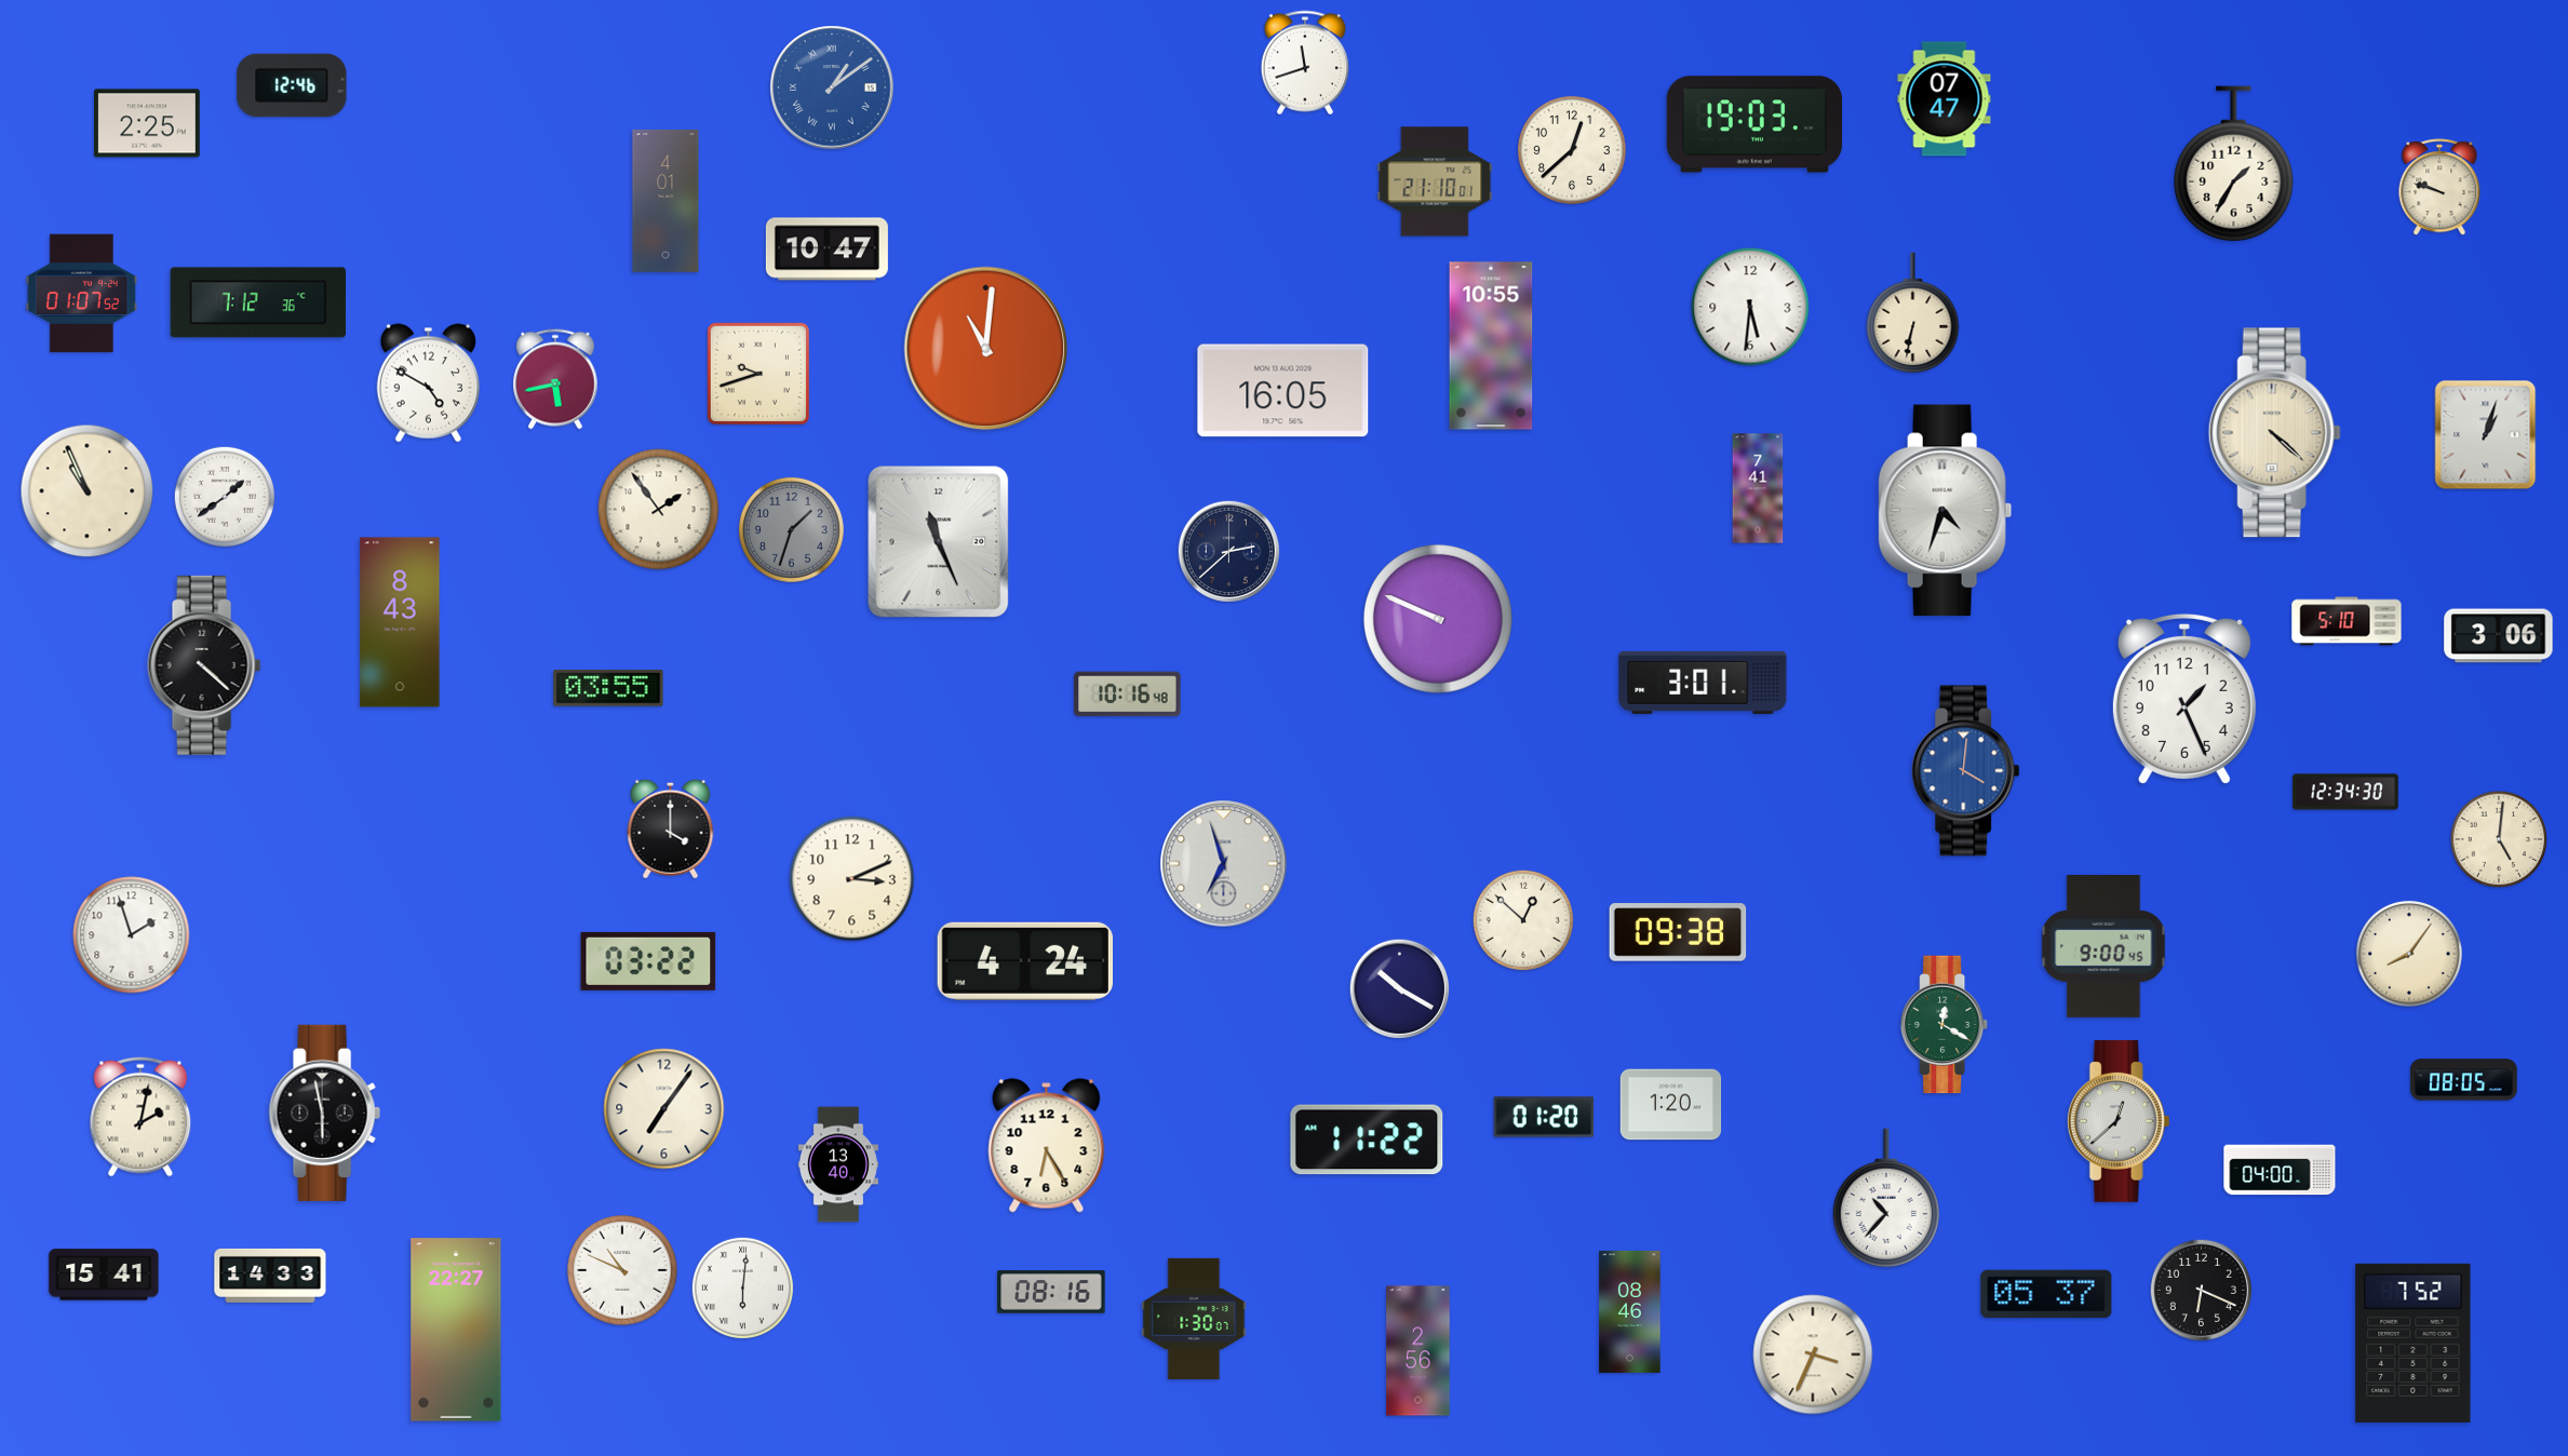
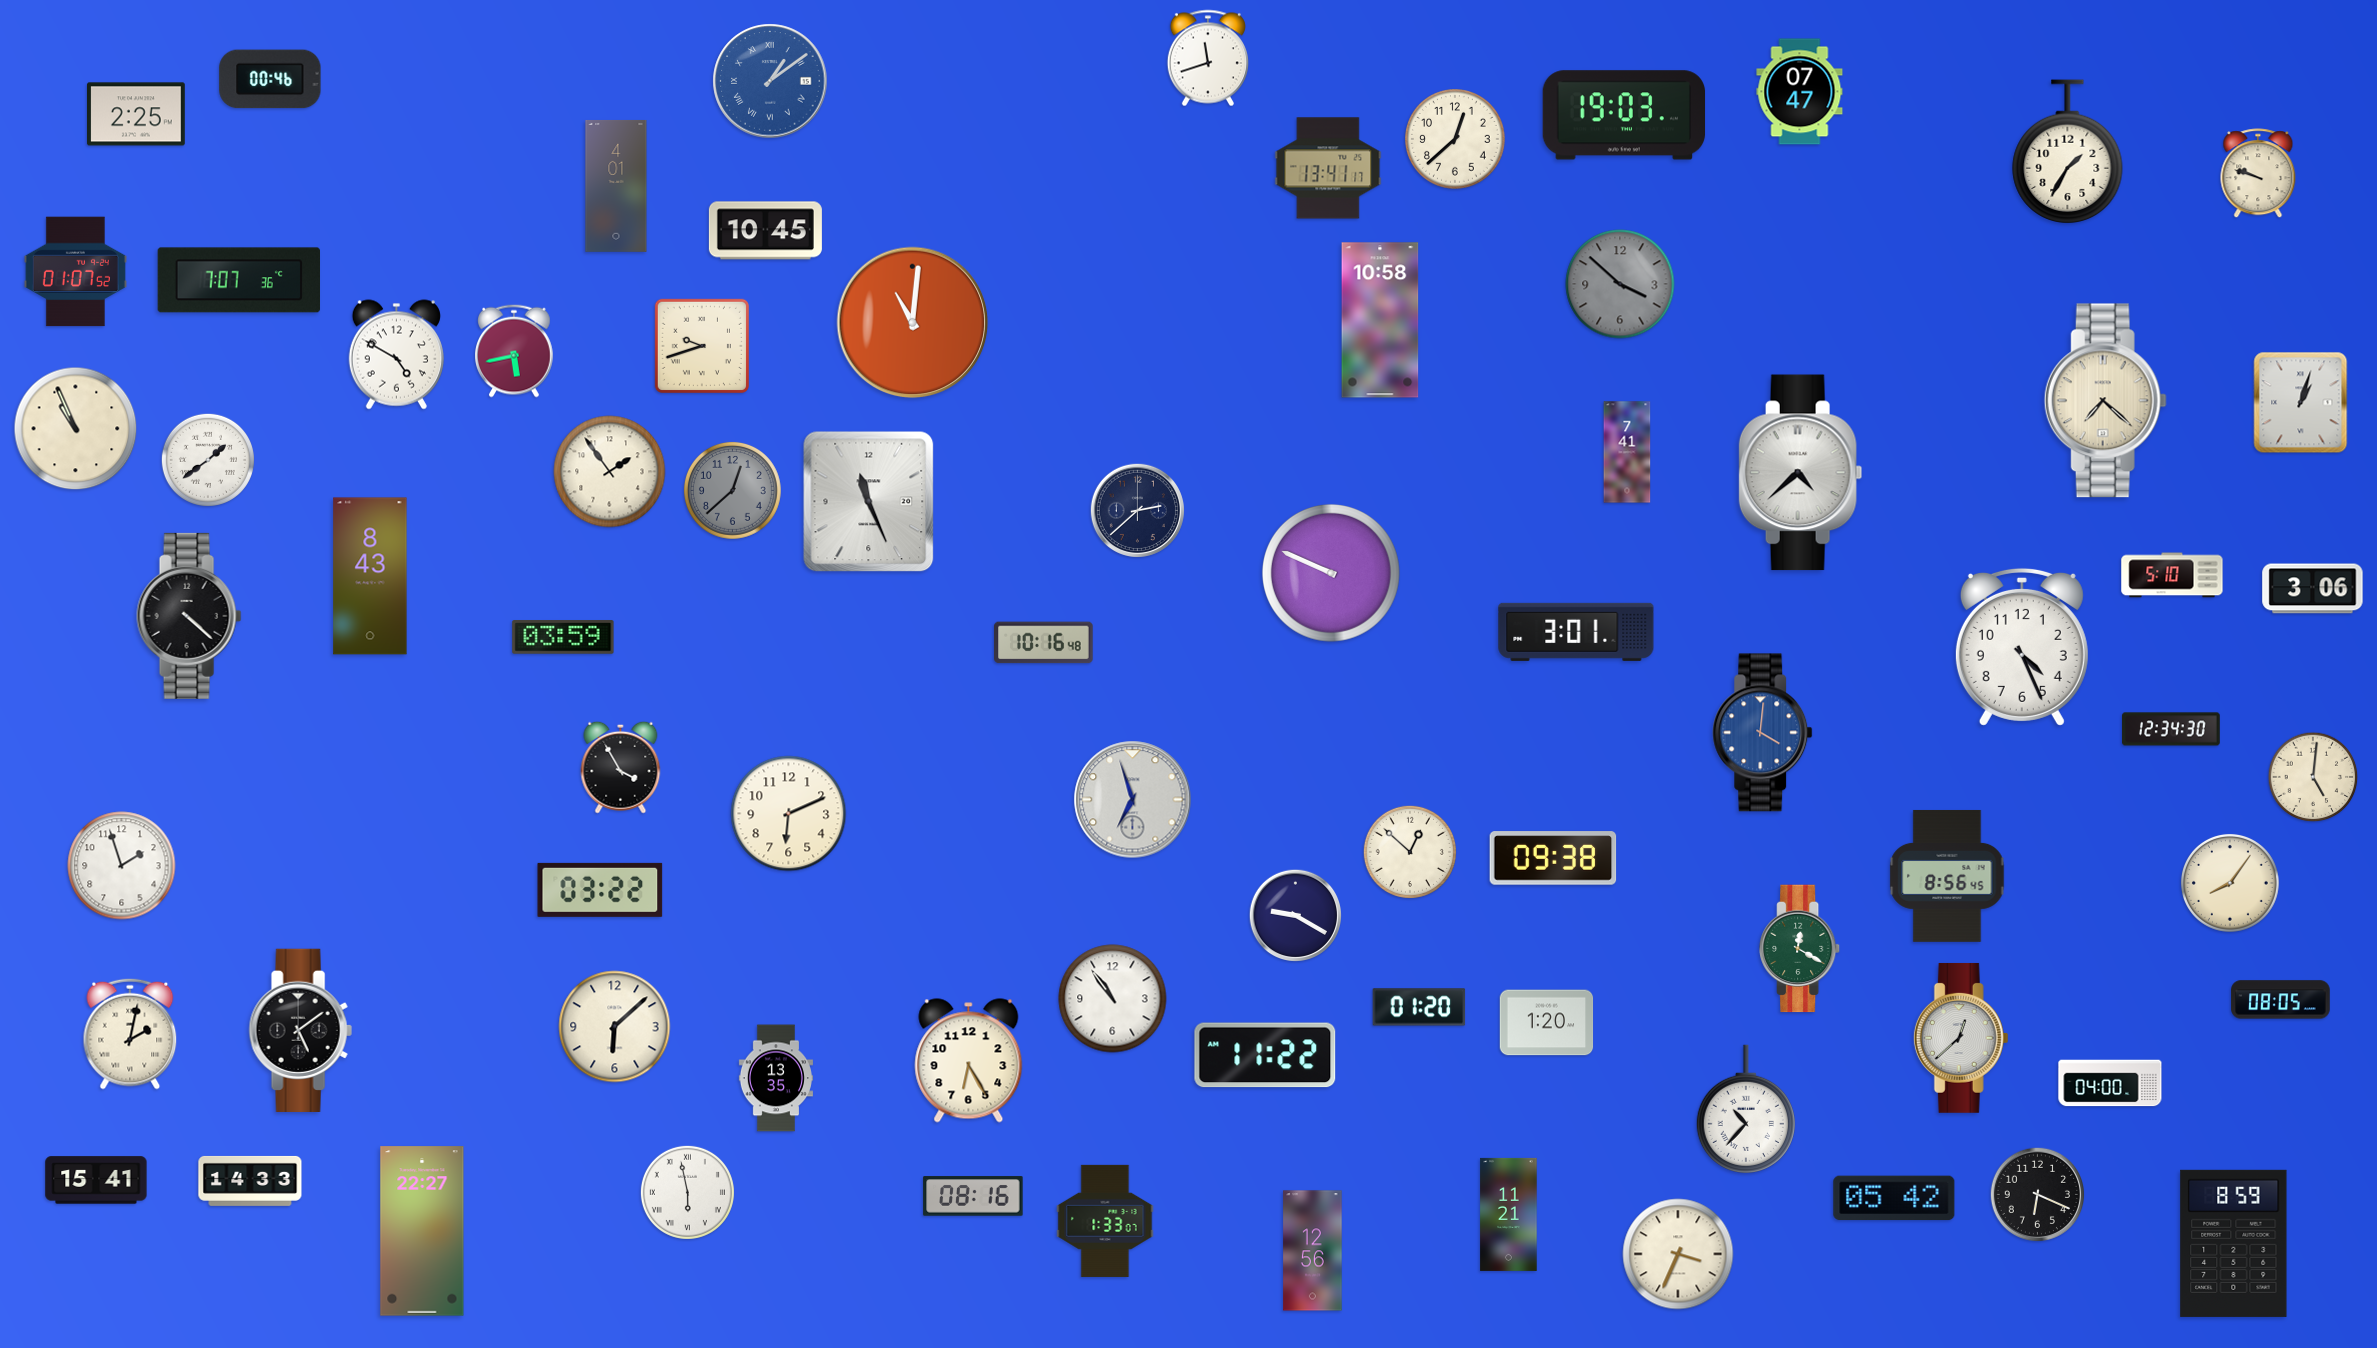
clock at (292, 85): 12:46 -> 00:46
clock at (1435, 181): 21:10 -> 13:41
clock at (826, 250): 10:47 -> 10:45
clock at (258, 302): 7:12 -> 7:07
clock at (1750, 307): 5:31 -> 3:52
clock at (1750, 307) dial: white -> grey
clock at (1913, 313): 6:32 -> none
clock at (1491, 346): 10:55 -> 10:58
clock at (1283, 391): 16:05 -> none
clock at (2274, 433): 4:22 -> 7:22
clock at (88, 491) position: (88, 491) -> (76, 429)
clock at (1946, 511): 4:33 -> 4:38
clock at (791, 529): 1:33 -> 12:38
clock at (608, 688): 03:55 -> 03:59
clock at (2184, 699): 1:26 -> 4:26
clock at (1966, 771) position: (1966, 771) -> (1763, 733)
clock at (2345, 792) position: (2345, 792) -> (2171, 729)
clock at (671, 828): 4:00 -> 3:55
clock at (852, 879): 3:11 -> 6:11
clock at (1678, 932) position: (1678, 932) -> (1553, 858)
clock at (2103, 946): 9:00 -> 8:56
clock at (1024, 961): 4:24 -> none
clock at (1400, 989): 10:20 -> 9:20
clock at (1113, 999): none -> 10:54
clock at (664, 1109): 7:06 -> 6:08
clock at (324, 1113): 5:58 -> 5:09
clock at (1544, 1117) position: (1544, 1117) -> (1419, 1007)
clock at (838, 1164): 13:40 -> 13:35
clock at (622, 1270): 10:49 -> none
clock at (742, 1288): 6:01 -> 5:58
clock at (2046, 1294): 05:37 -> 05:42
clock at (1630, 1311): 08:46 -> 11:21
clock at (1194, 1319): 1:30 -> 1:33
clock at (2414, 1343): 7:52 -> 8:59
clock at (1419, 1351): 2:56 -> 12:56
